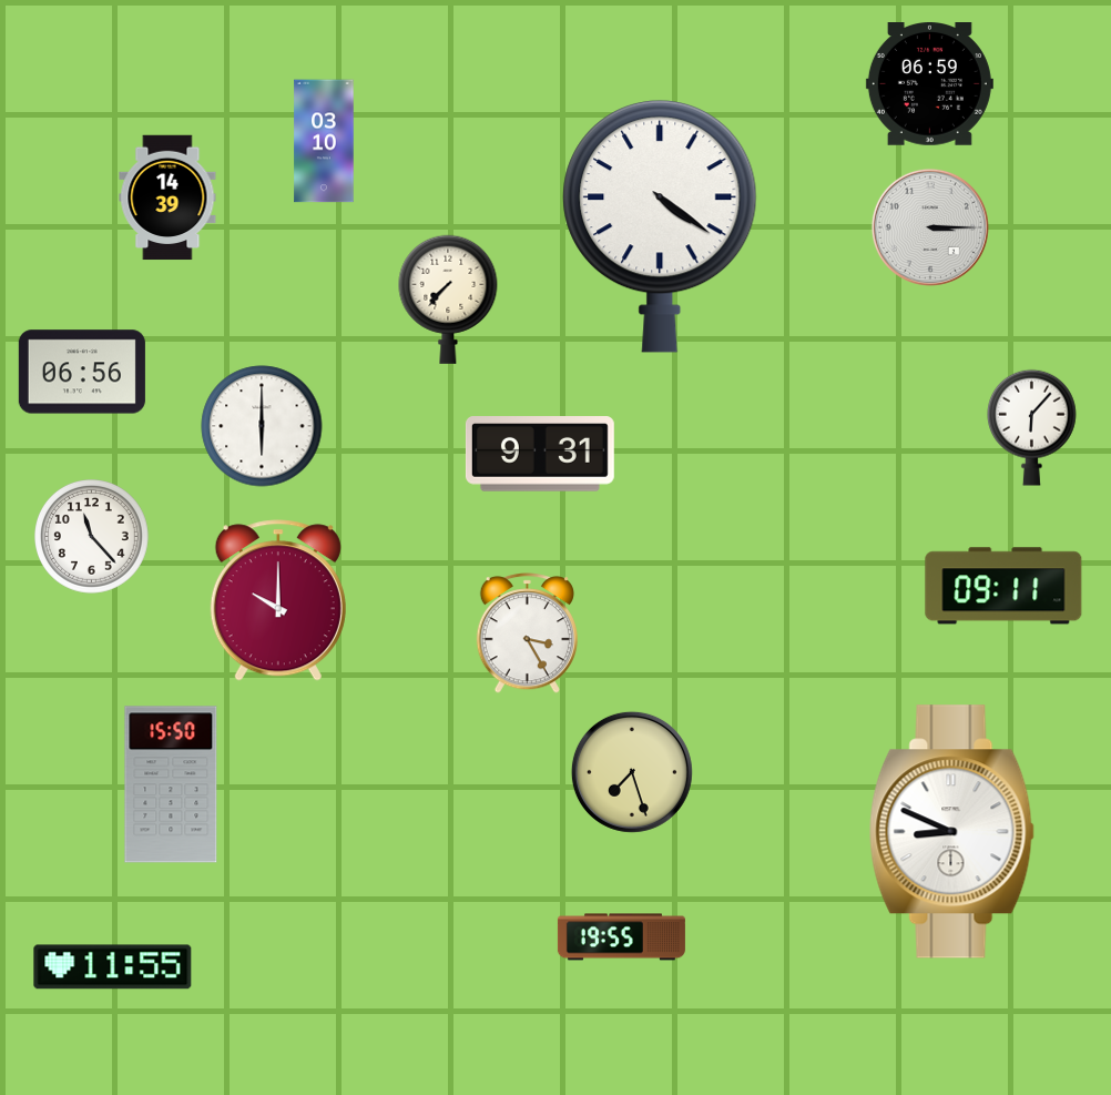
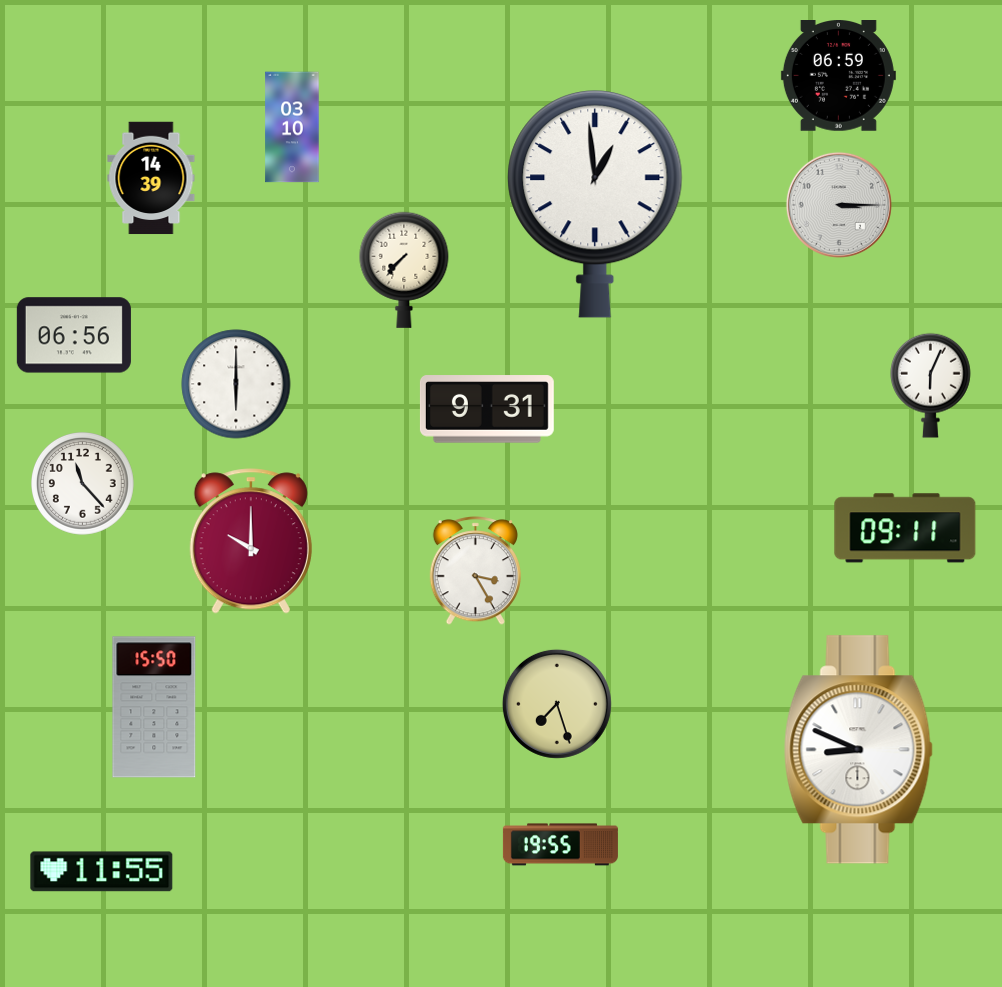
clock at (660, 227): 4:21 -> 12:59
clock at (1032, 427): 6:07 -> 6:04
clock at (632, 772) position: (632, 772) -> (557, 704)
